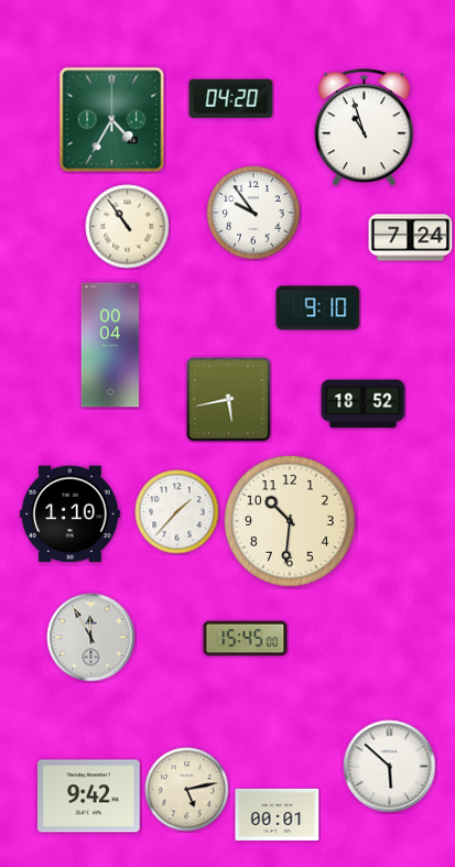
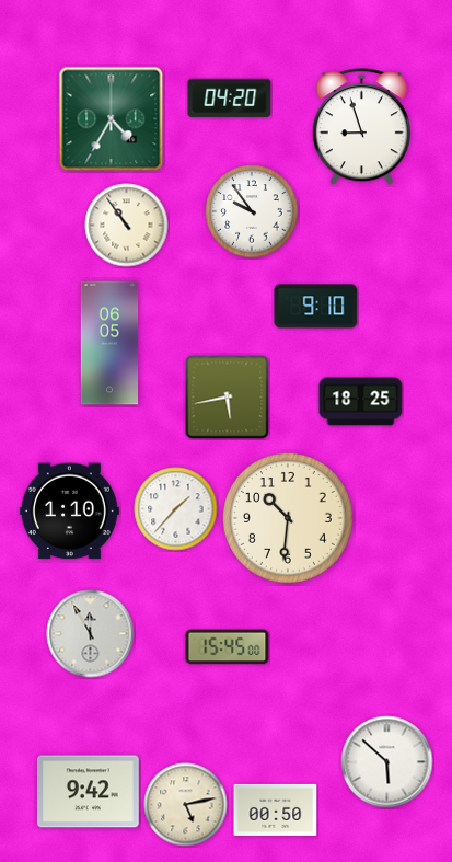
clock at (364, 128): 10:57 -> 8:57
clock at (411, 238): 7:24 -> none
clock at (110, 345): 00:04 -> 06:05
clock at (364, 404): 18:52 -> 18:25
clock at (246, 639) position: (246, 639) -> (228, 647)
clock at (187, 790) position: (187, 790) -> (186, 805)
clock at (278, 814): 00:01 -> 00:50
